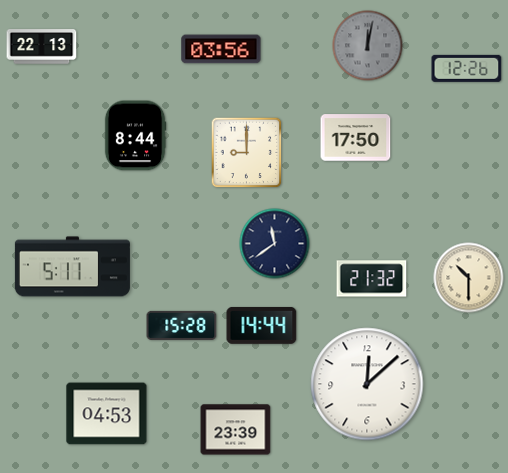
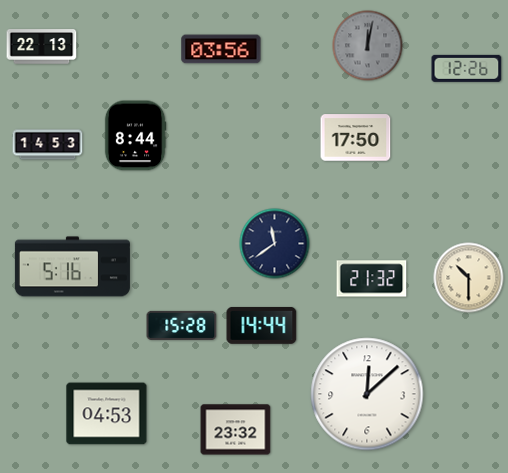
clock at (48, 145): none -> 14:53
clock at (247, 153): 9:00 -> none
clock at (72, 267): 5:11 -> 5:16
clock at (367, 384) position: (367, 384) -> (367, 394)
clock at (236, 430): 23:39 -> 23:32
